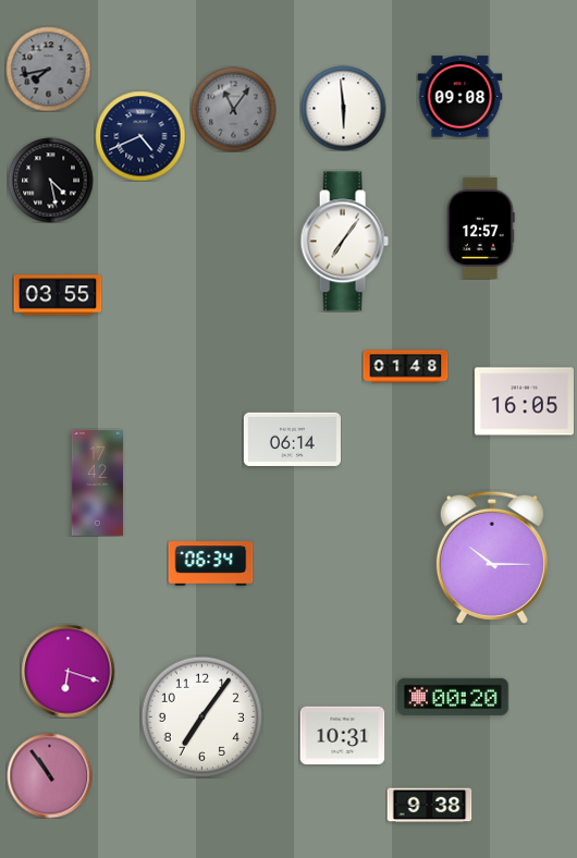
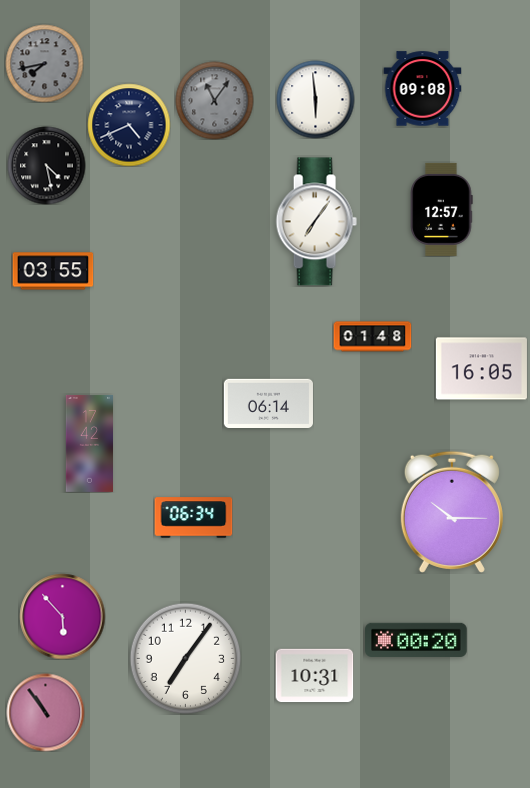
clock at (67, 671): 6:18 -> 5:53
clock at (429, 806): 9:38 -> none
